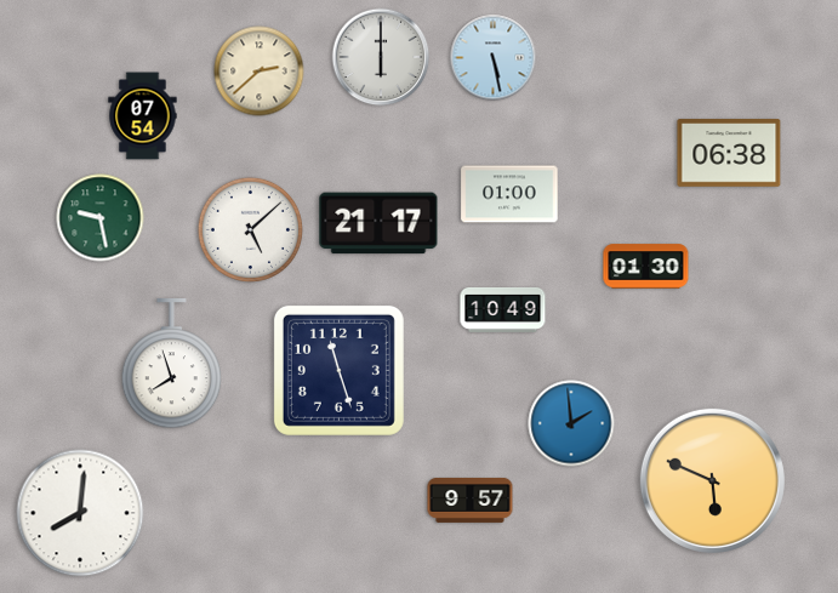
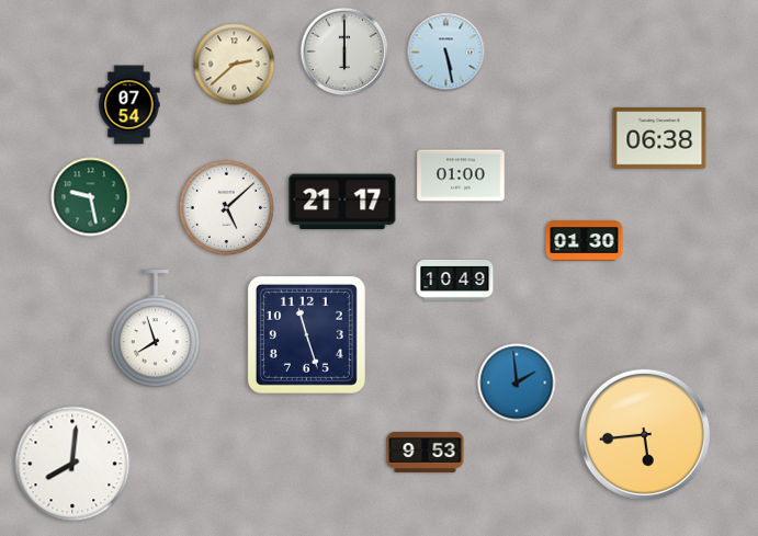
clock at (712, 480): 5:49 -> 5:44
clock at (471, 500): 9:57 -> 9:53
